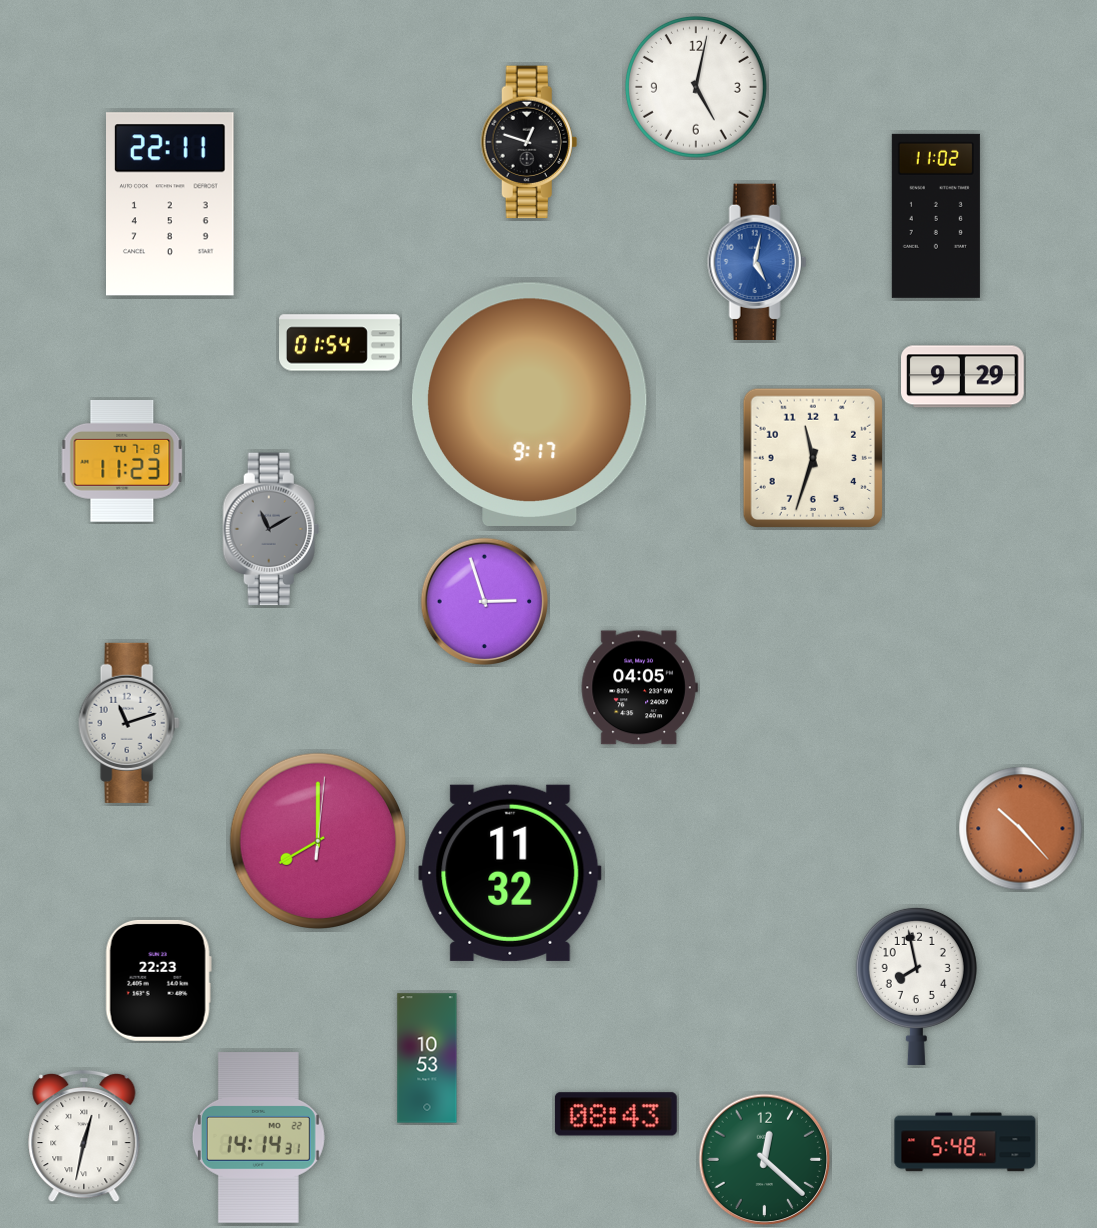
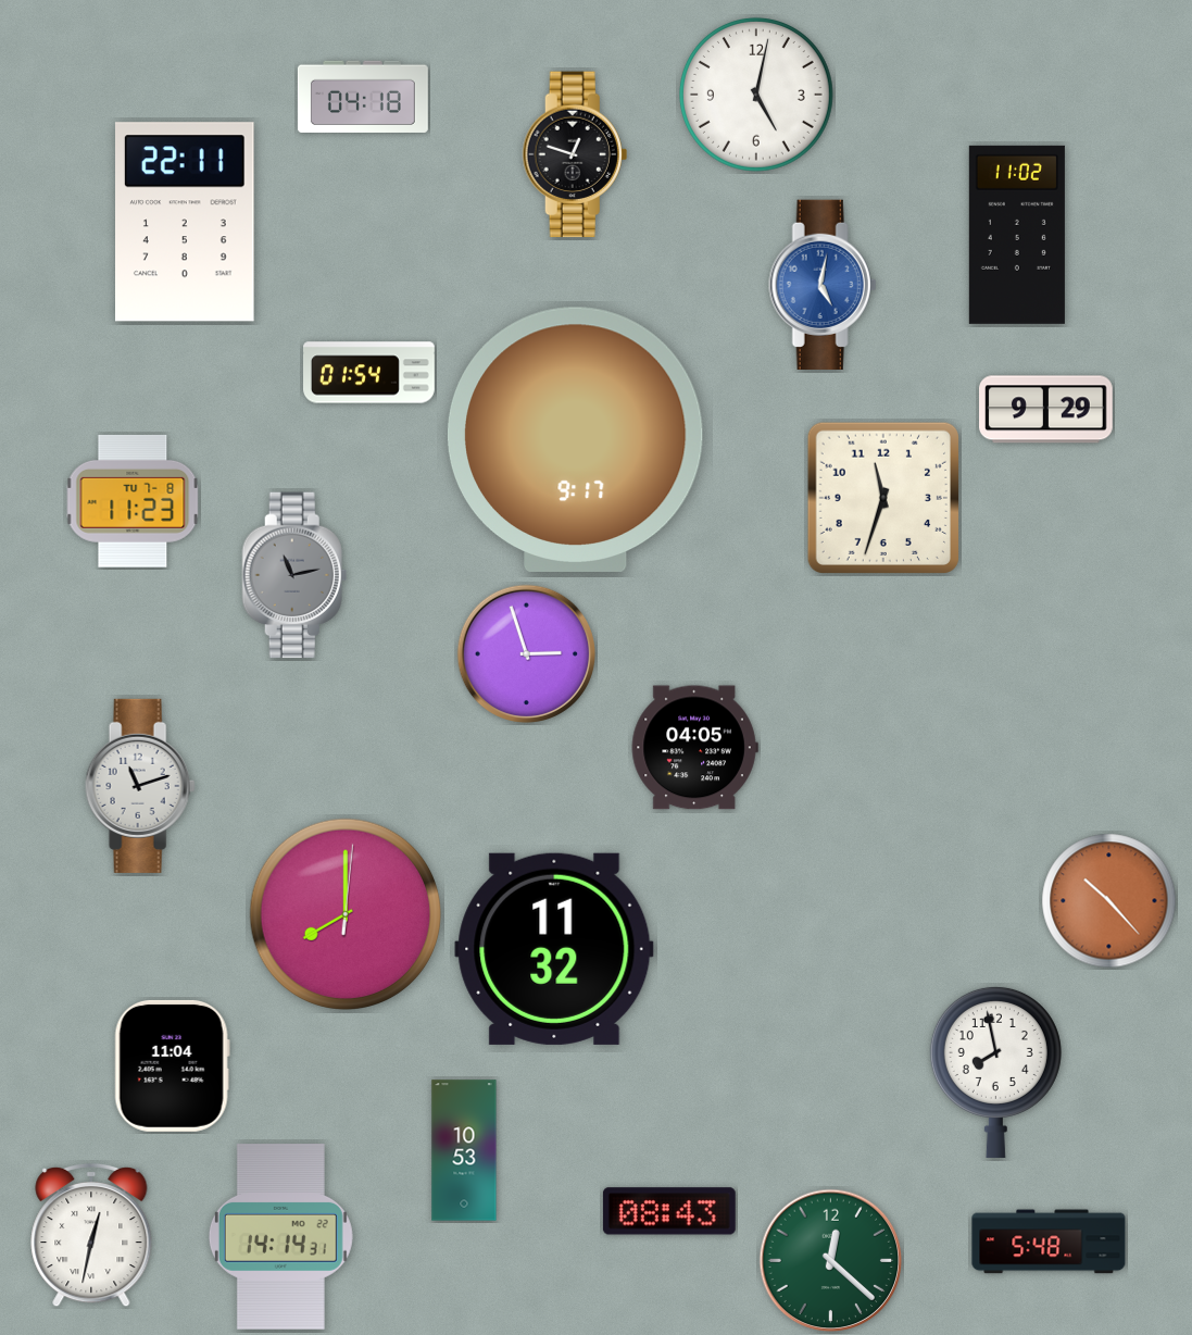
clock at (363, 97): none -> 04:18
clock at (271, 529): 11:10 -> 11:13
clock at (158, 980): 22:23 -> 11:04
